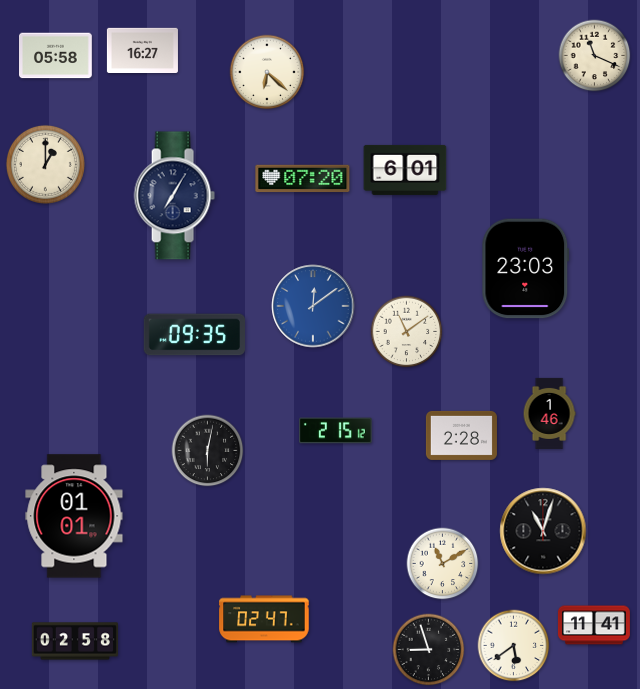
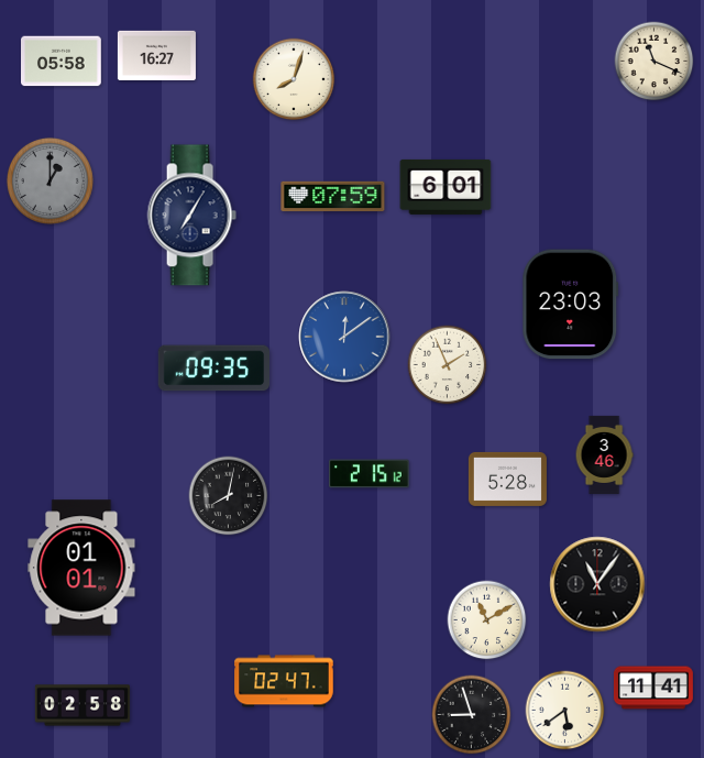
clock at (267, 72): 6:22 -> 8:03
clock at (45, 164) dial: cream -> grey
clock at (303, 179): 07:20 -> 07:59
clock at (526, 269) position: (526, 269) -> (571, 305)
clock at (407, 332): 11:09 -> 1:56
clock at (549, 413): 1:46 -> 3:46
clock at (461, 435): 2:28 -> 5:28
clock at (208, 451): 6:02 -> 8:02
clock at (543, 531): 11:03 -> 11:06
clock at (264, 619) position: (264, 619) -> (284, 681)
